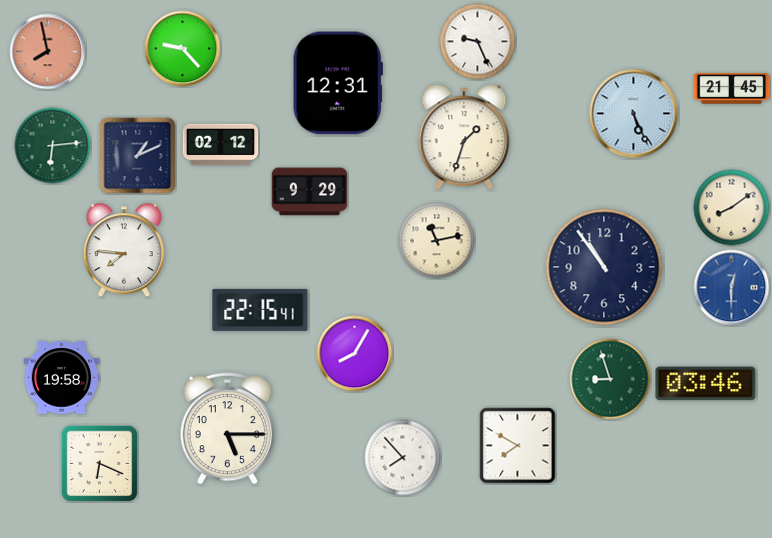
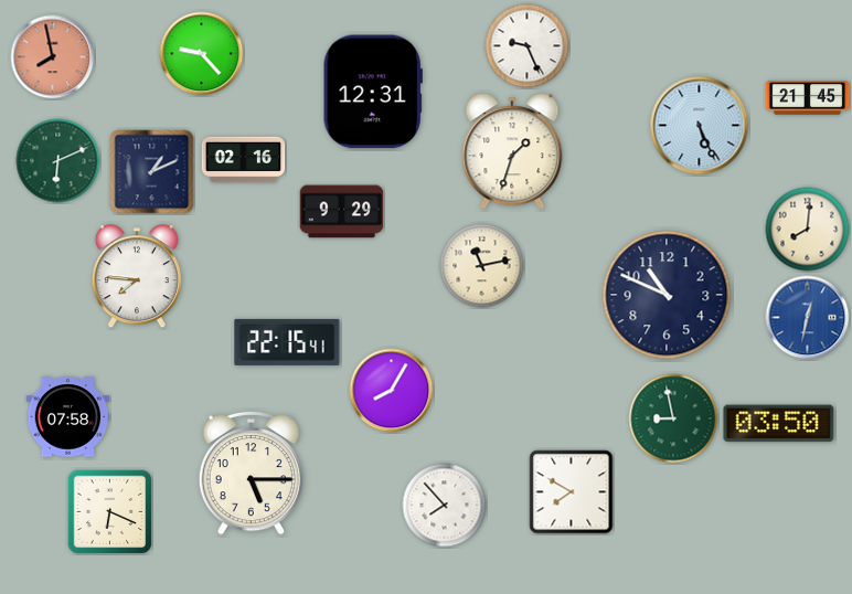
clock at (221, 145): 02:12 -> 02:16
clock at (53, 146): 6:14 -> 6:11
clock at (732, 208): 8:09 -> 8:01
clock at (604, 267): 10:54 -> 10:49
clock at (732, 288): 12:30 -> 12:32
clock at (62, 378): 19:58 -> 07:58
clock at (610, 379): 8:57 -> 8:58
clock at (706, 384): 03:46 -> 03:50
